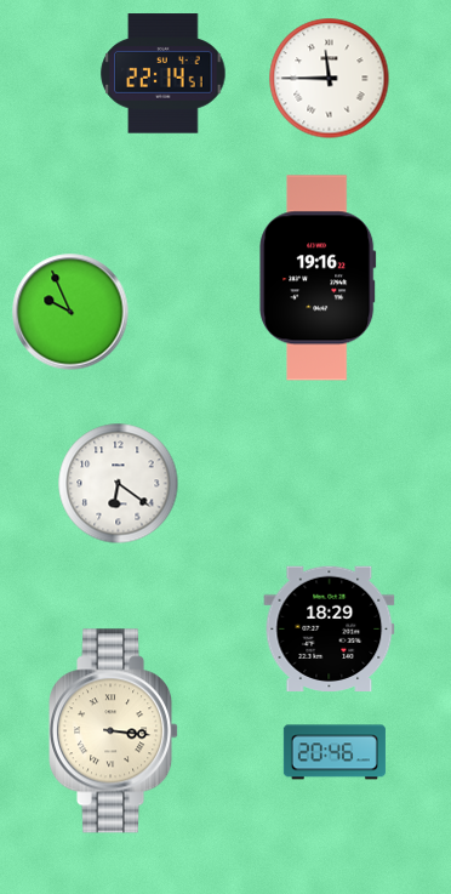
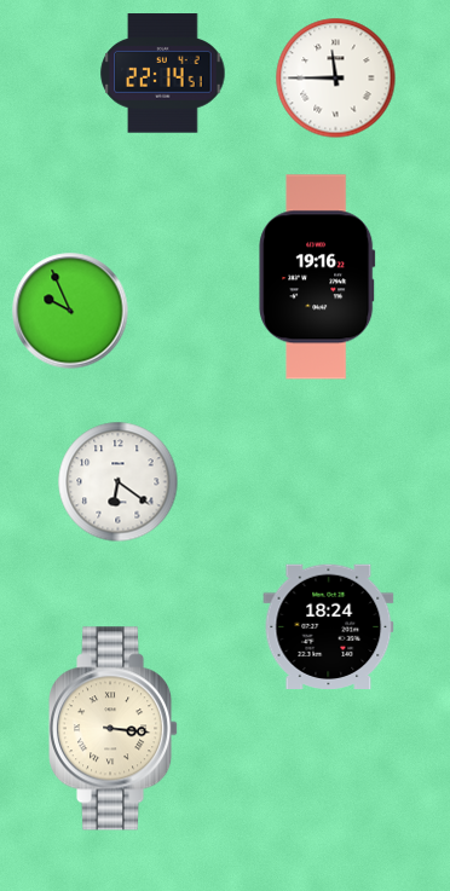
clock at (330, 79) position: (330, 79) -> (336, 79)
clock at (330, 628): 18:29 -> 18:24
clock at (335, 752): 20:46 -> none
